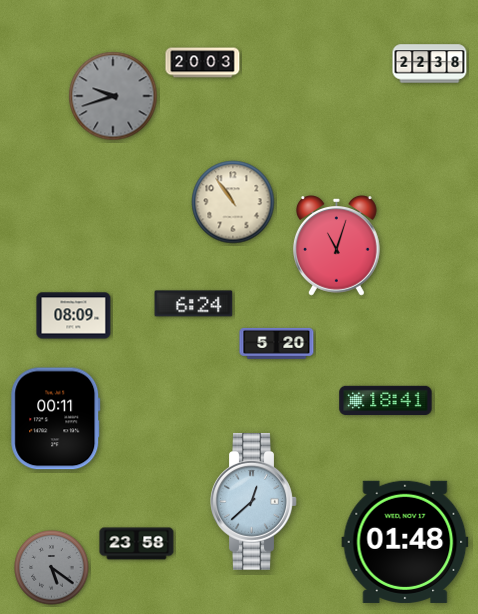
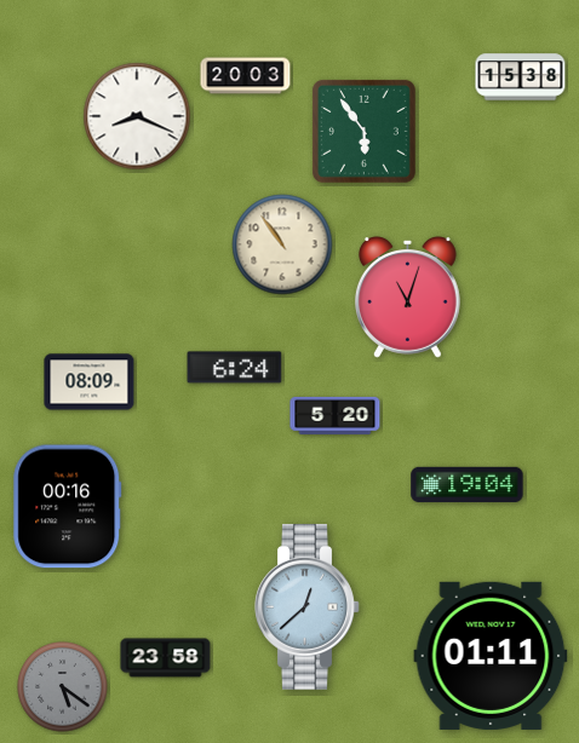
clock at (430, 64): 22:38 -> 15:38
clock at (113, 96): 9:42 -> 8:19
clock at (113, 96) dial: grey -> white
clock at (363, 131): none -> 5:54
clock at (386, 401): 18:41 -> 19:04
clock at (56, 419): 00:11 -> 00:16
clock at (405, 542): 01:48 -> 01:11
